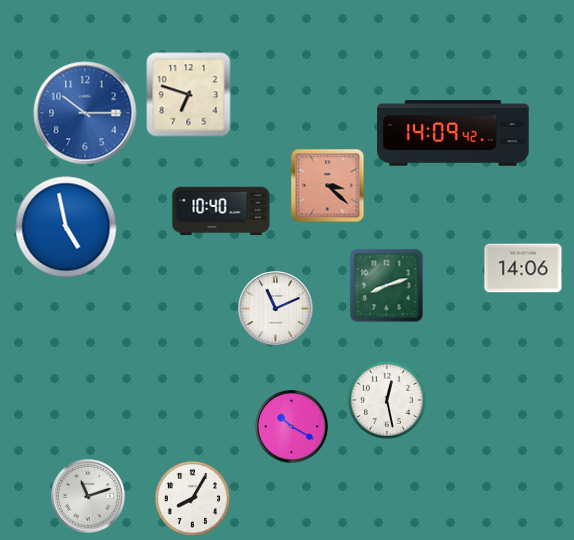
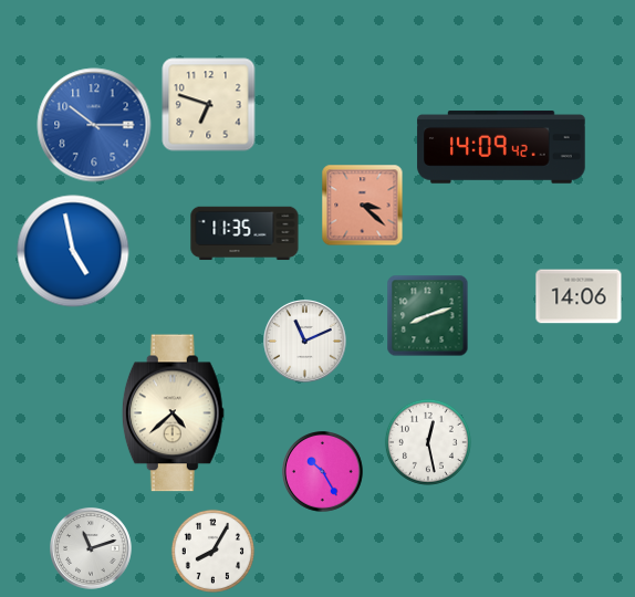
clock at (221, 211): 10:40 -> 11:35
clock at (173, 413): none -> 4:38
clock at (292, 427): 10:20 -> 10:25
clock at (89, 497) position: (89, 497) -> (92, 549)
